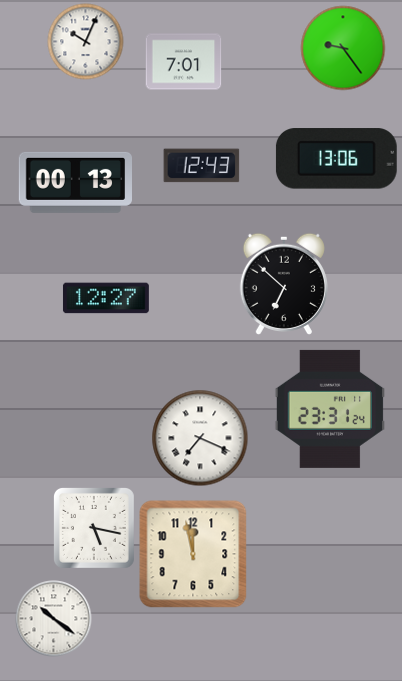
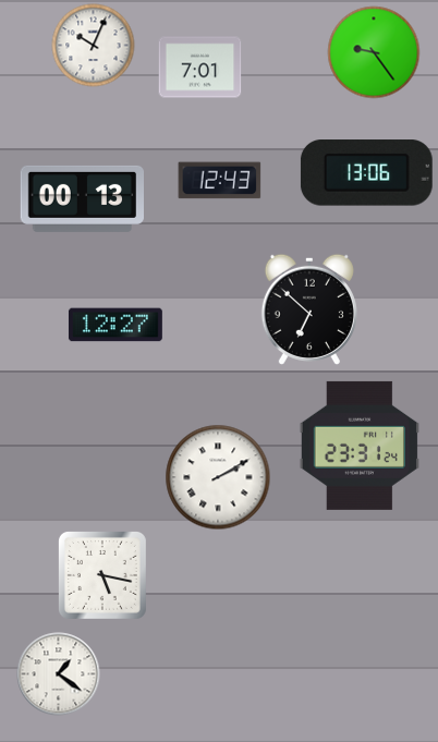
clock at (200, 438): 7:19 -> 2:10
clock at (193, 554): 11:58 -> none
clock at (54, 619): 10:21 -> 1:21
